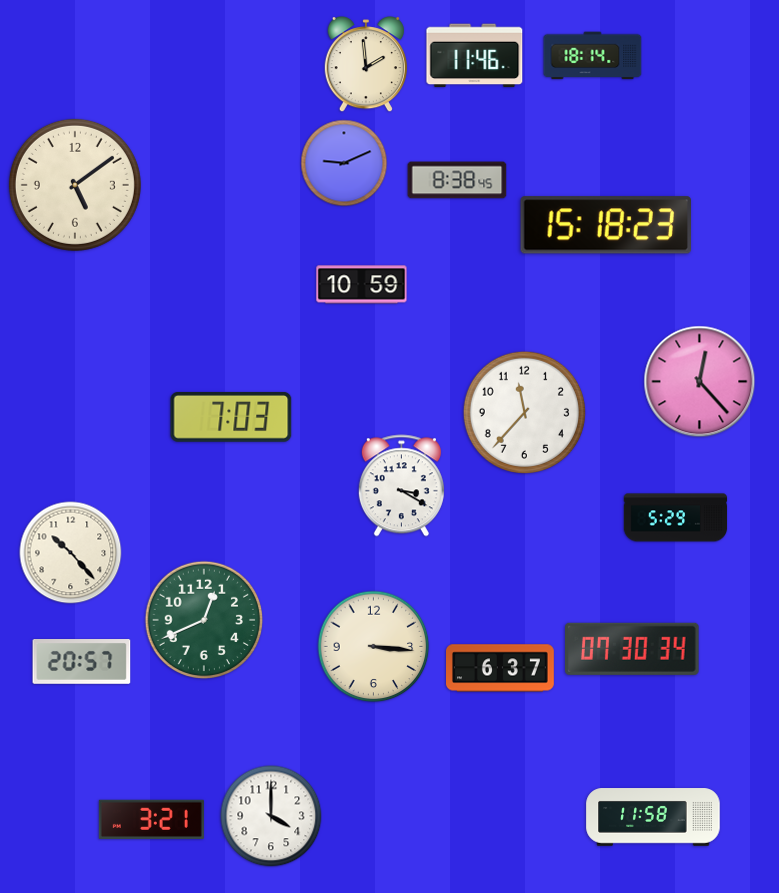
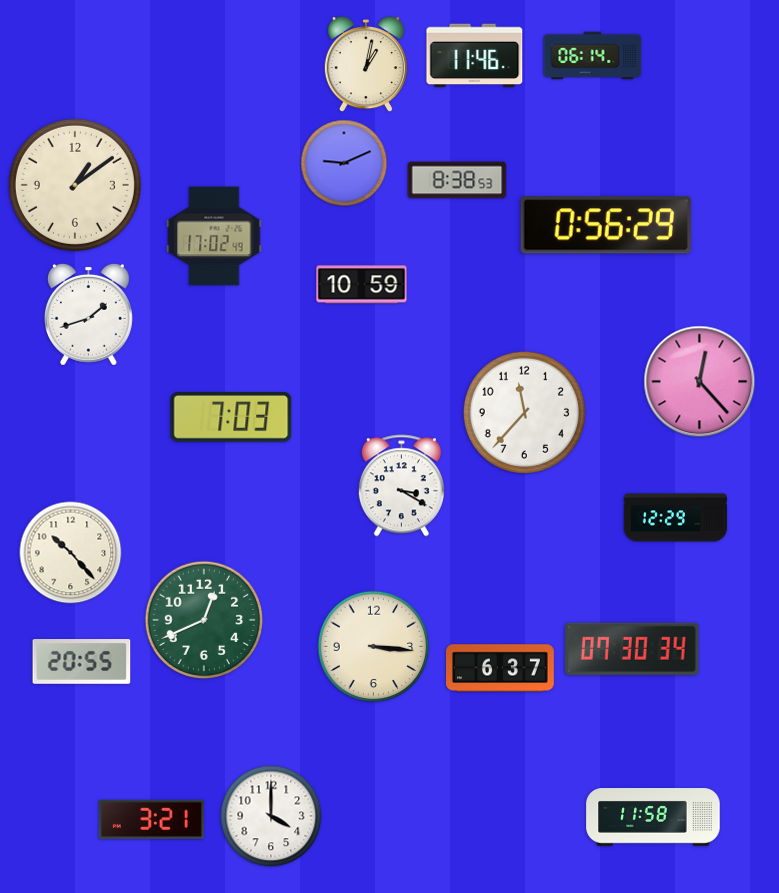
clock at (593, 56): 18:14 -> 06:14
clock at (366, 65): 1:59 -> 1:02
clock at (457, 180): 8:38:45 -> 8:38:53
clock at (75, 185): 5:09 -> 1:09
clock at (605, 225): 15:18 -> 0:56
clock at (214, 236): none -> 17:02
clock at (88, 314): none -> 1:42
clock at (676, 518): 5:29 -> 12:29
clock at (82, 662): 20:57 -> 20:55
